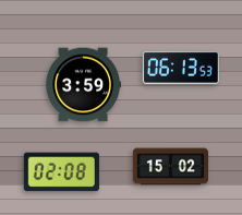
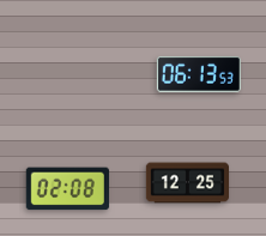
clock at (83, 85): 3:59 -> none
clock at (170, 167): 15:02 -> 12:25
